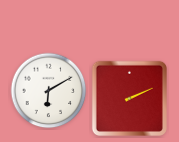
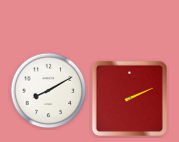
clock at (49, 91): 6:10 -> 8:10
